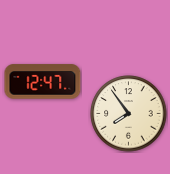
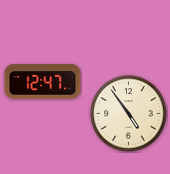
clock at (129, 114): 7:54 -> 4:54
